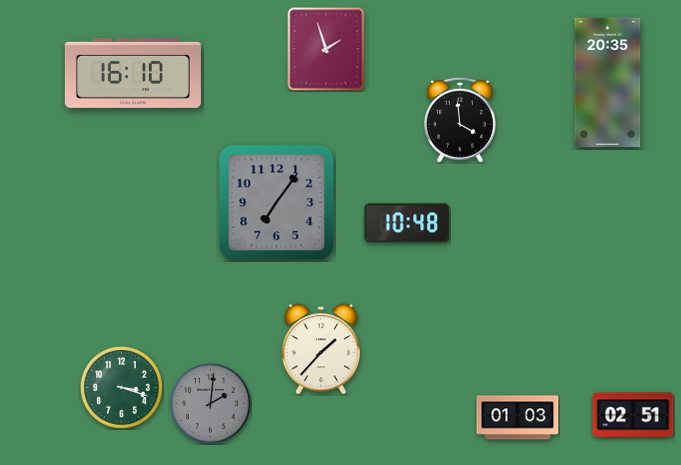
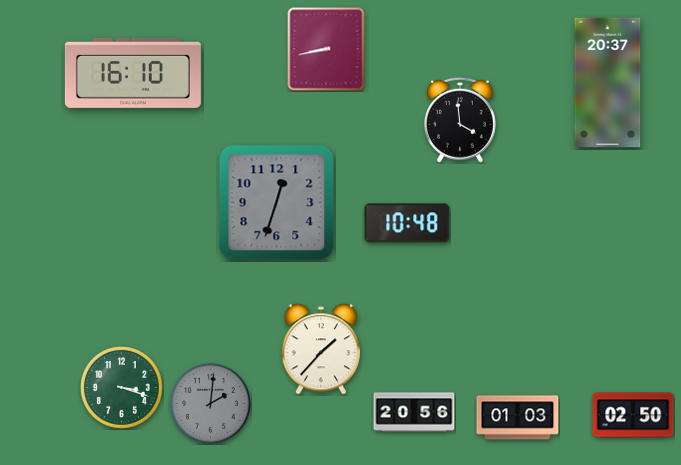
clock at (326, 49): 1:57 -> 8:43
clock at (608, 83): 20:35 -> 20:37
clock at (277, 203): 7:06 -> 12:33
clock at (414, 412): none -> 20:56
clock at (633, 415): 02:51 -> 02:50
